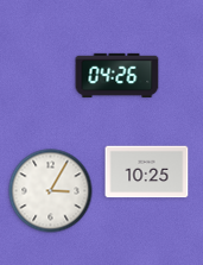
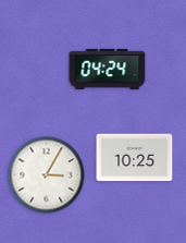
clock at (118, 75): 04:26 -> 04:24
